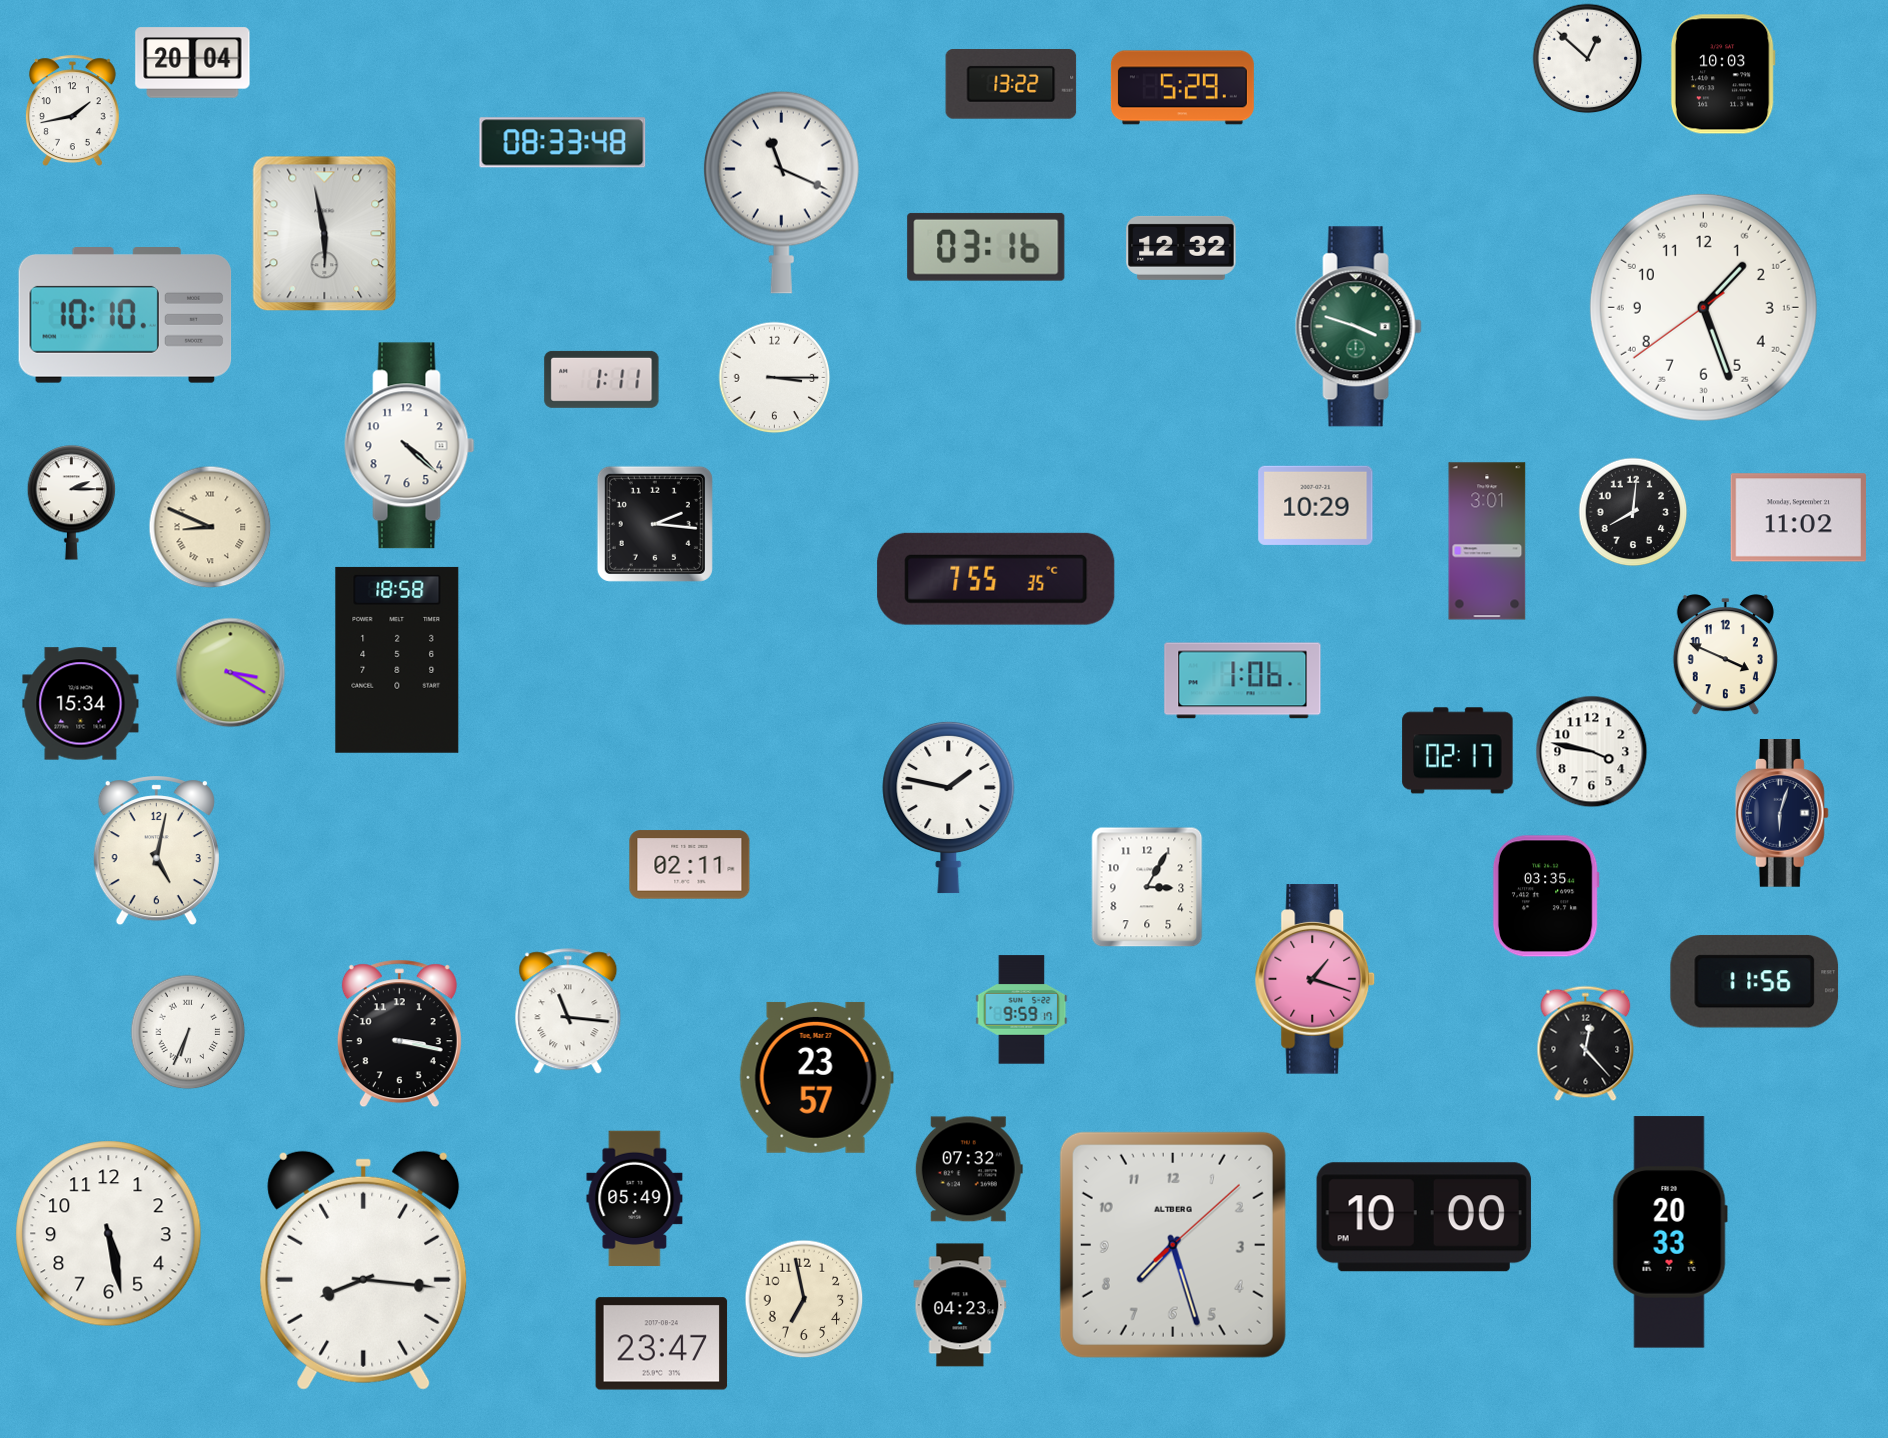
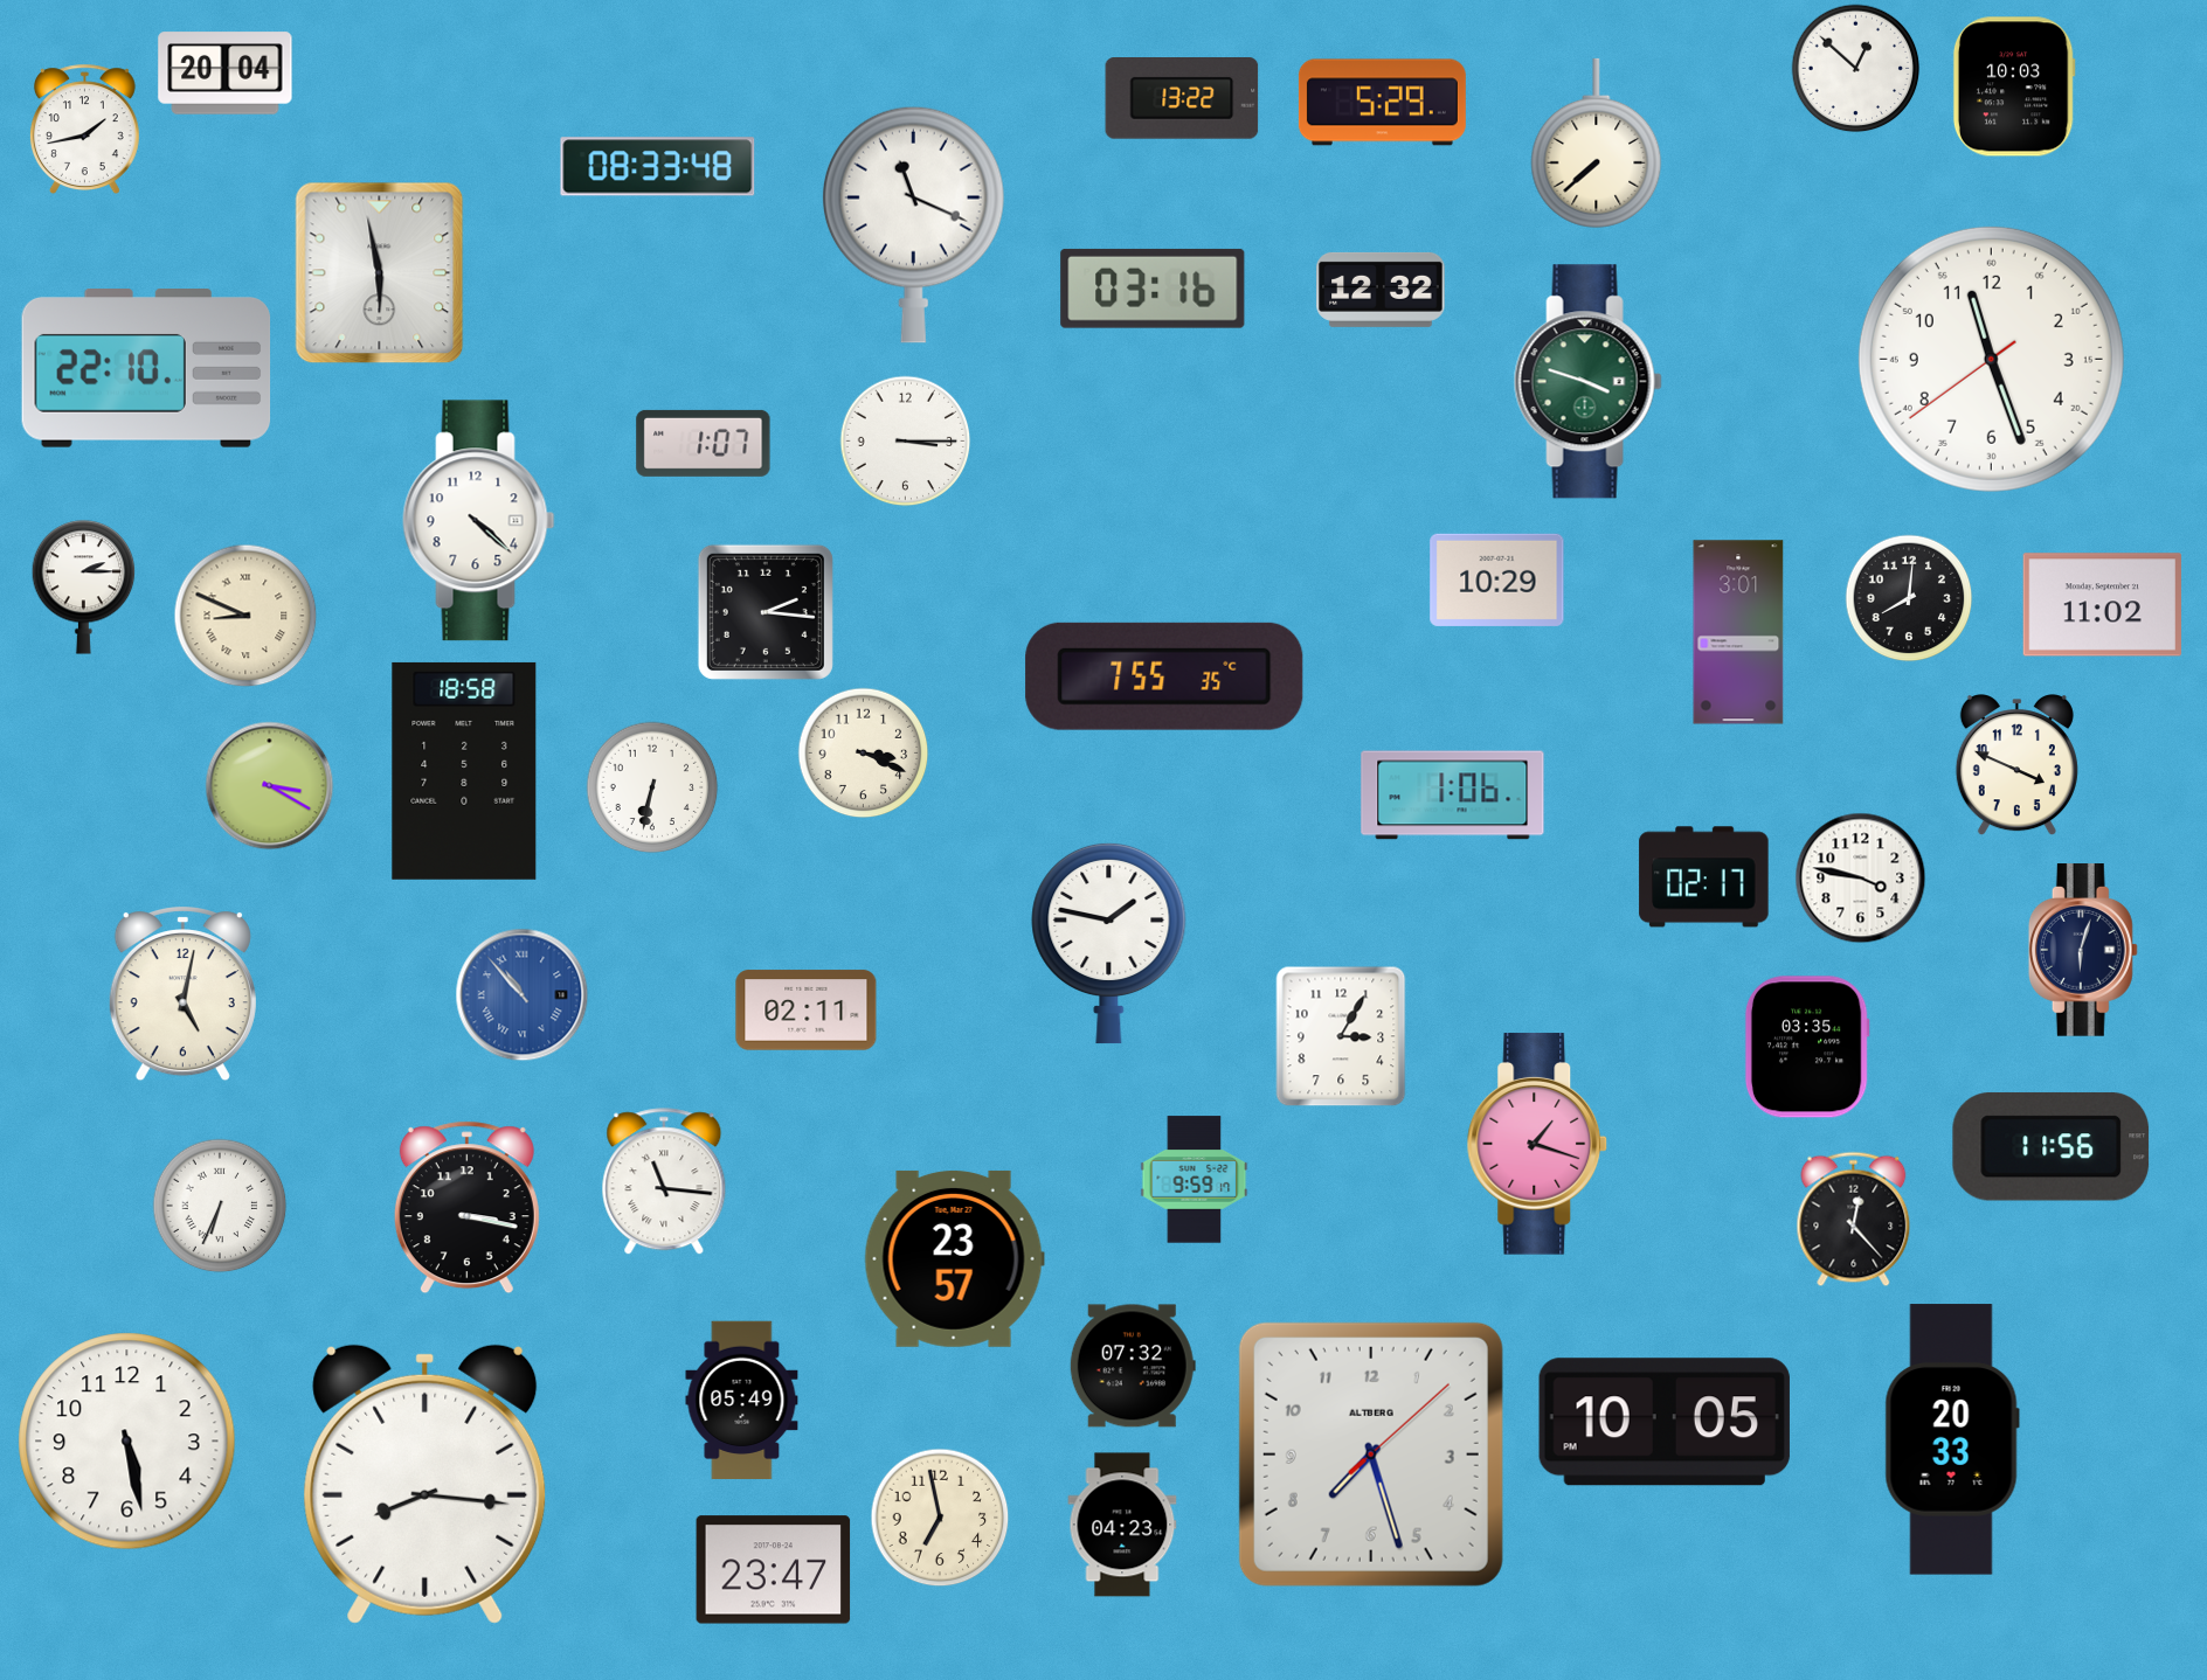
clock at (1597, 143): none -> 7:38
clock at (1703, 307): 1:26 -> 11:26
clock at (125, 316): 10:10 -> 22:10
clock at (602, 379): 1:11 -> 1:07
clock at (1316, 505) position: (1316, 505) -> (1497, 579)
clock at (864, 754): none -> 3:19
clock at (652, 787): none -> 6:32
clock at (81, 704): 15:34 -> none
clock at (523, 995): none -> 10:53
clock at (1424, 1217): 10:00 -> 10:05
